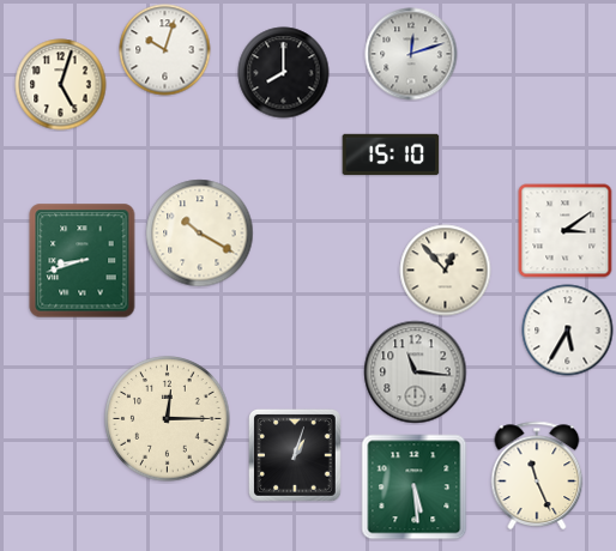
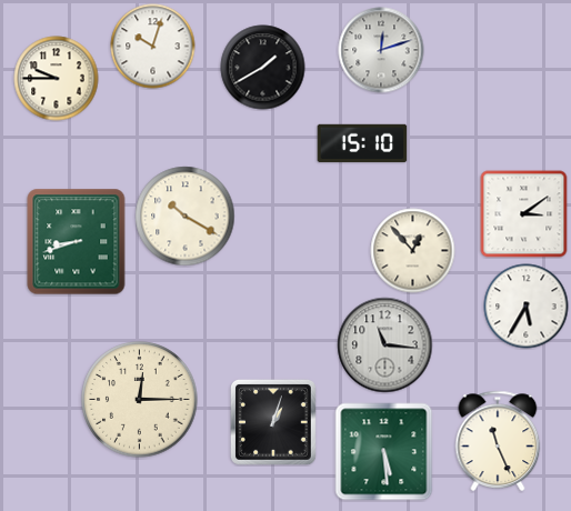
clock at (284, 73): 8:00 -> 1:40
clock at (61, 85): 5:03 -> 9:45
clock at (168, 419) position: (168, 419) -> (140, 400)
